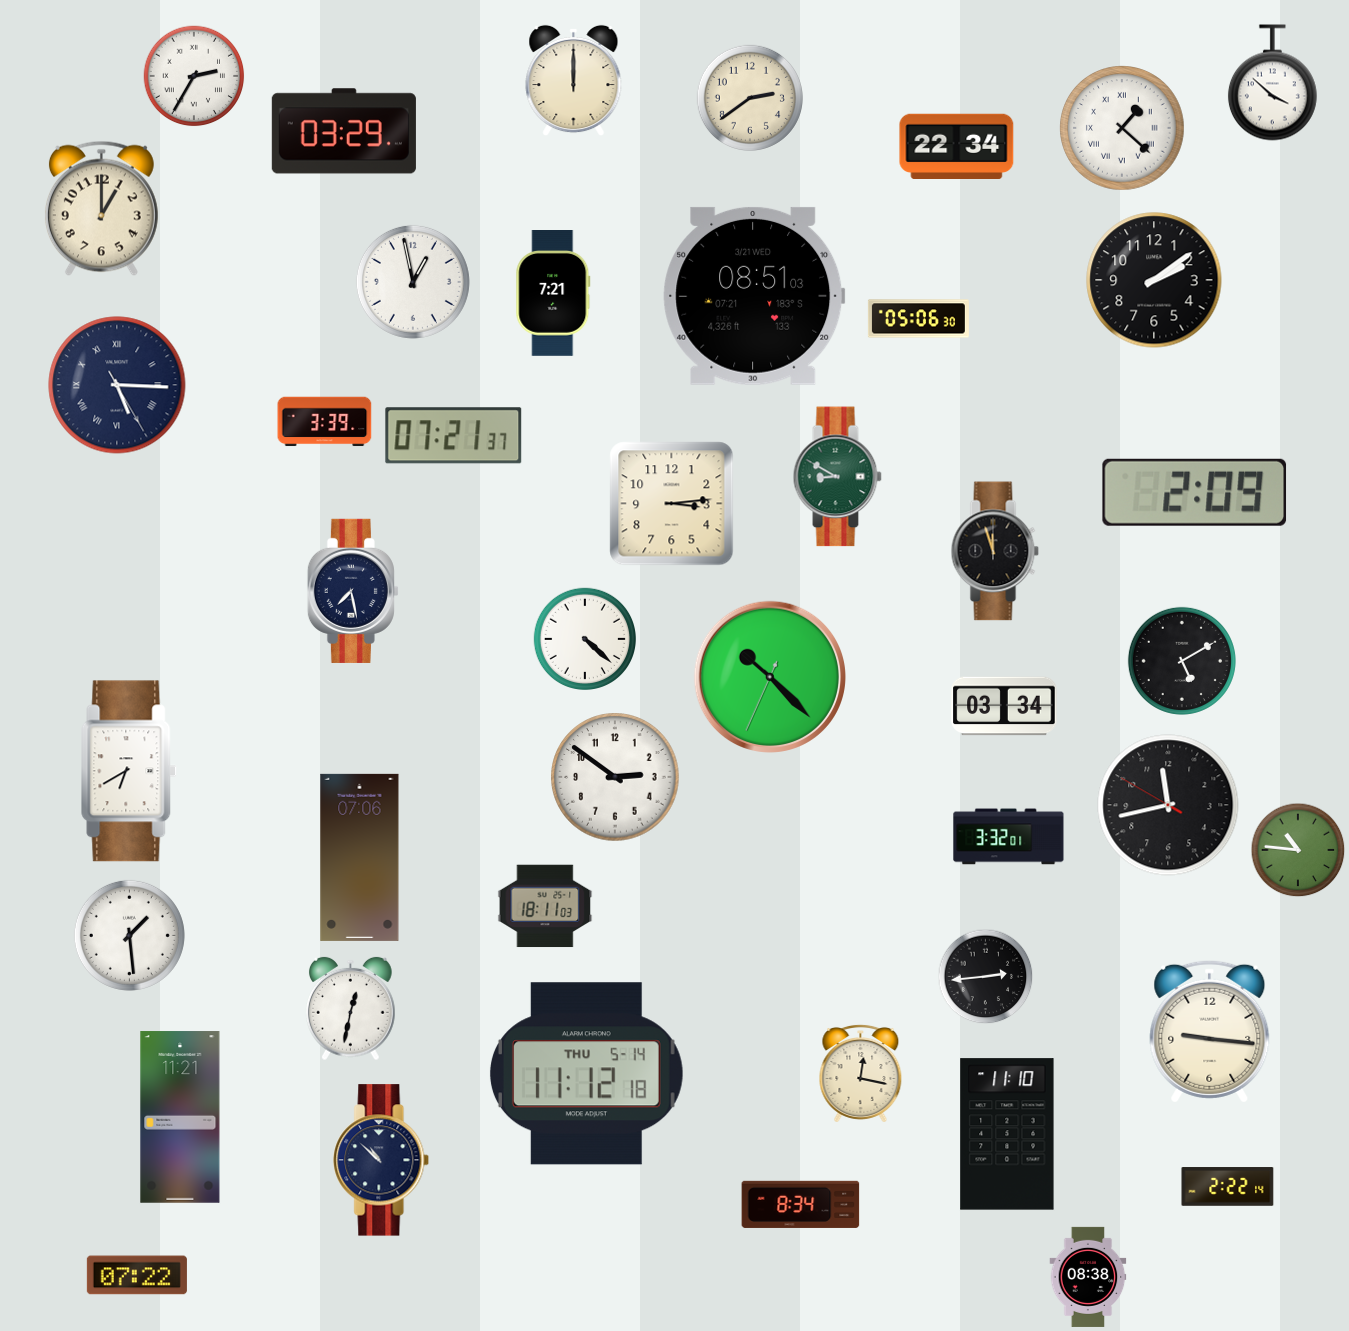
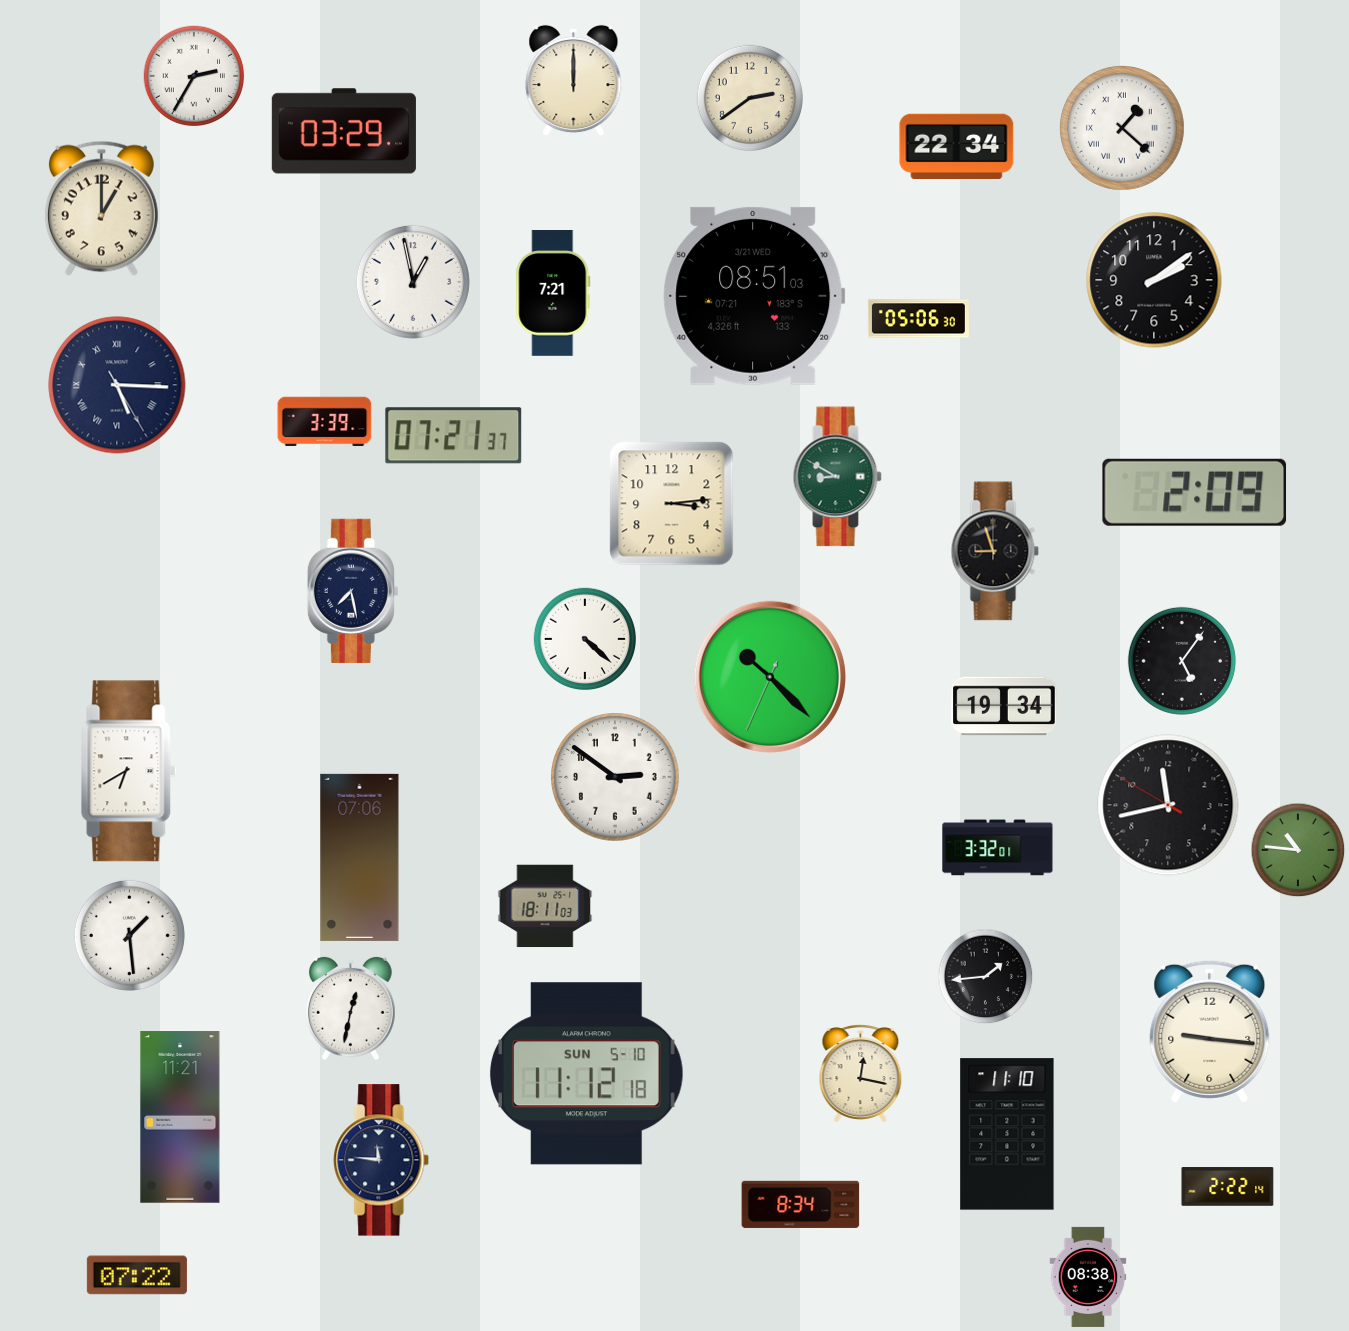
clock at (1272, 83): 3:52 -> none
clock at (995, 551): 11:57 -> 8:57
clock at (1182, 661): 5:10 -> 5:06
clock at (1004, 706): 03:34 -> 19:34
clock at (1009, 837) position: (1009, 837) -> (998, 848)
clock at (986, 977): 2:44 -> 1:44
clock at (586, 1074) date: THU 5-14 -> SUN 5-10
clock at (382, 1160): 10:52 -> 11:46
